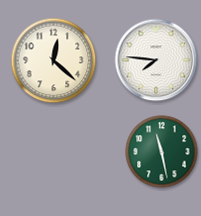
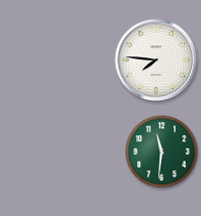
clock at (54, 61): 12:22 -> none
clock at (162, 152): 11:28 -> 11:31
